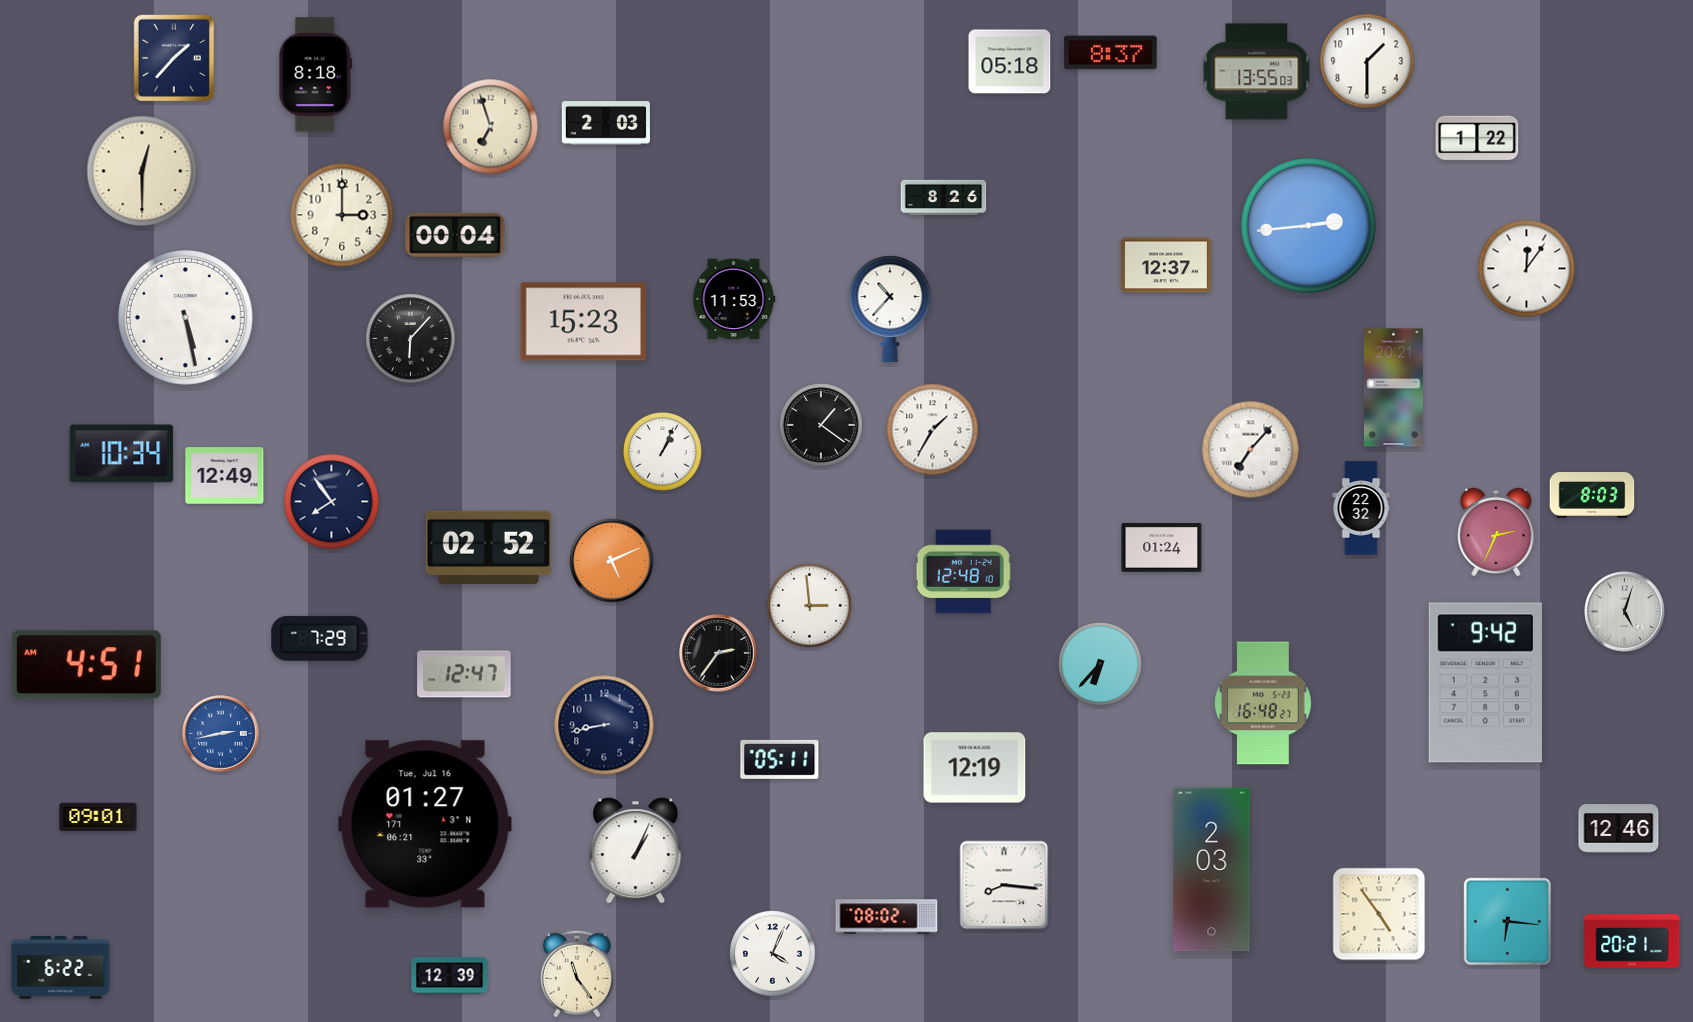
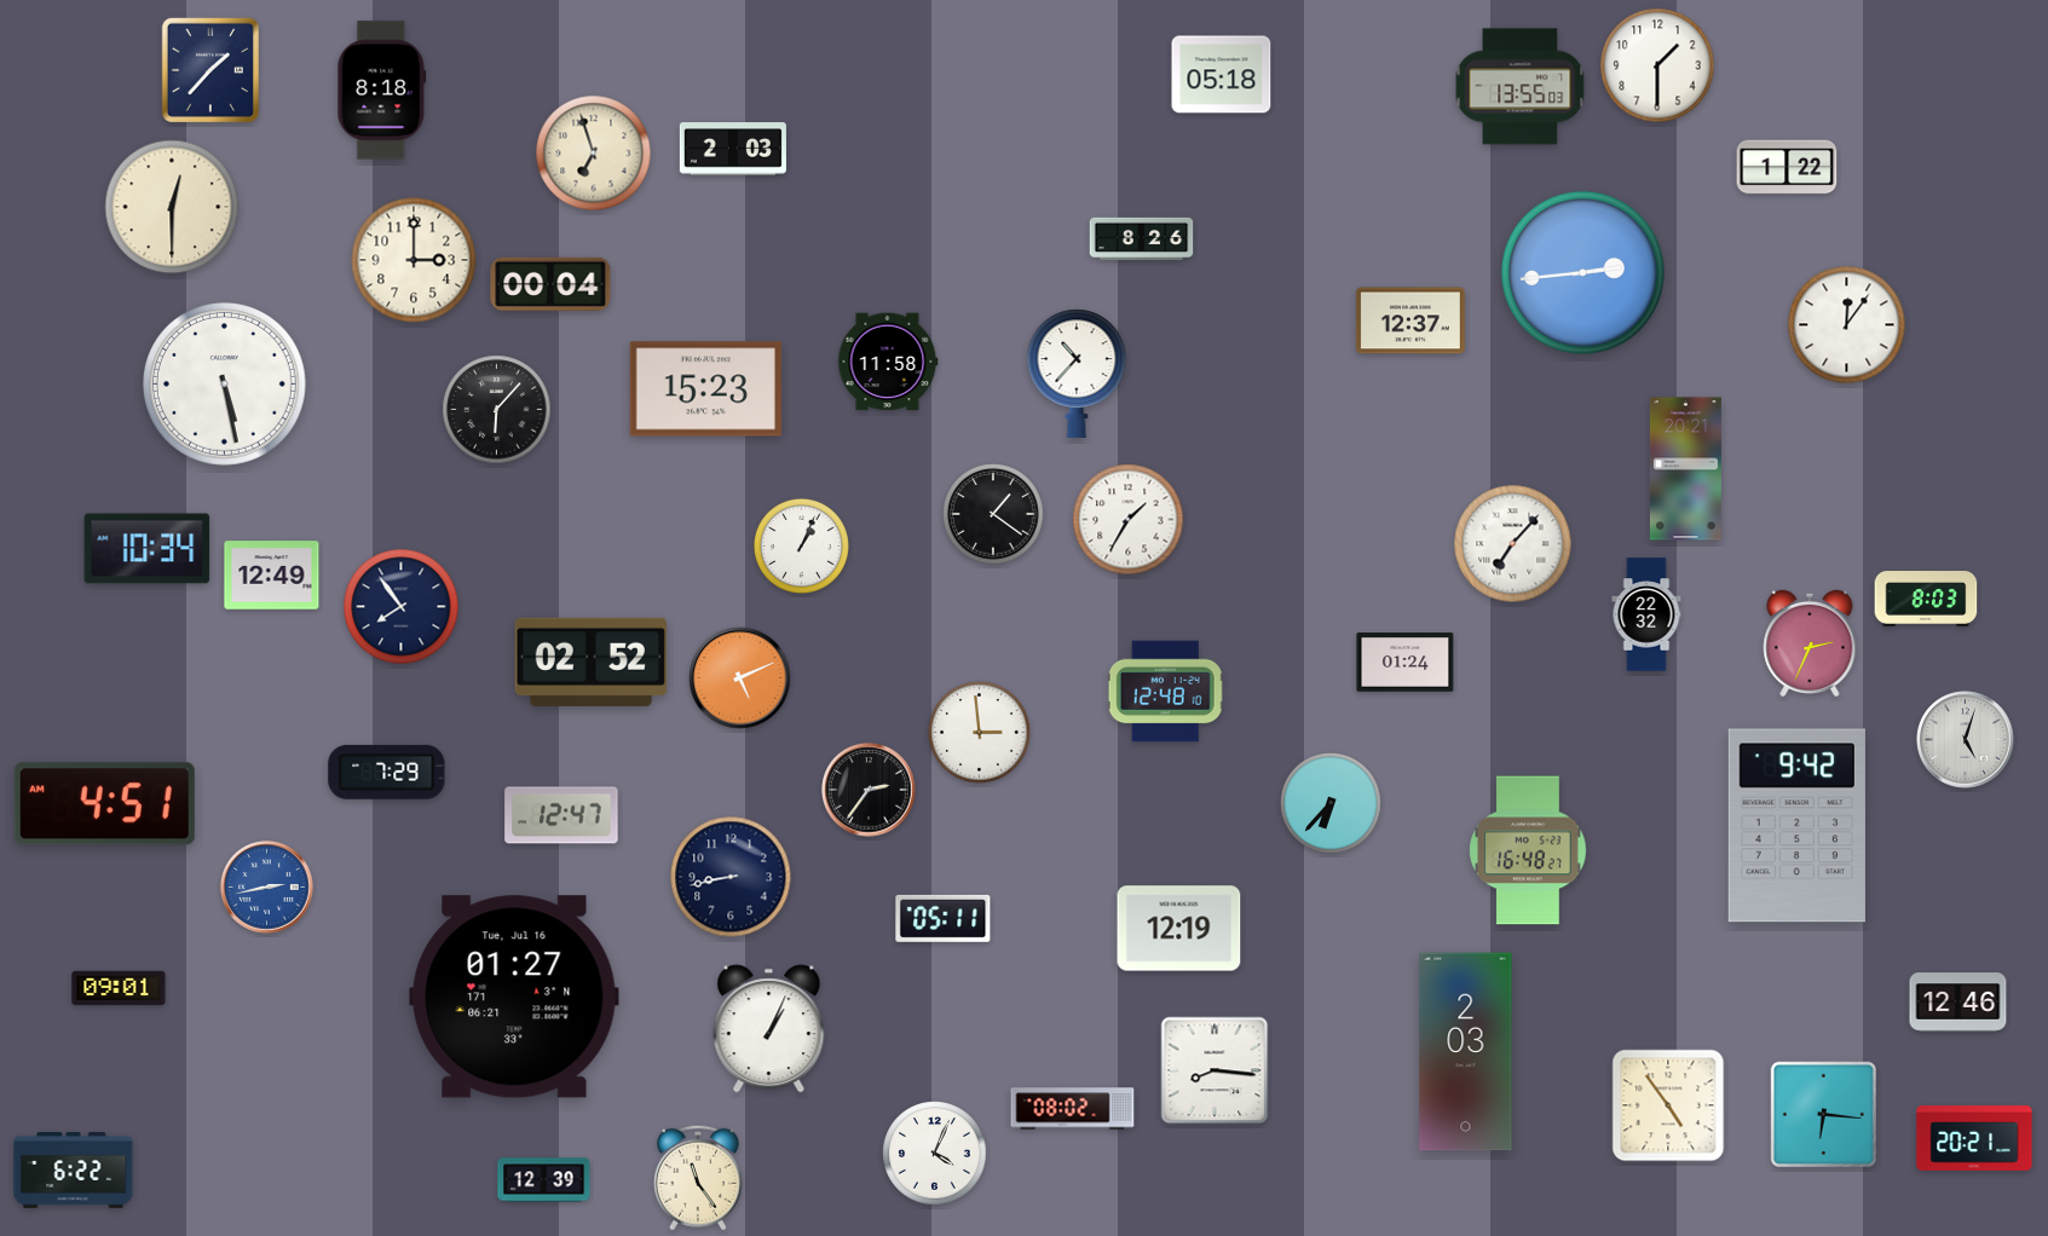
clock at (1111, 53): 8:37 -> none
clock at (1367, 61) position: (1367, 61) -> (1657, 65)
clock at (734, 299): 11:53 -> 11:58
